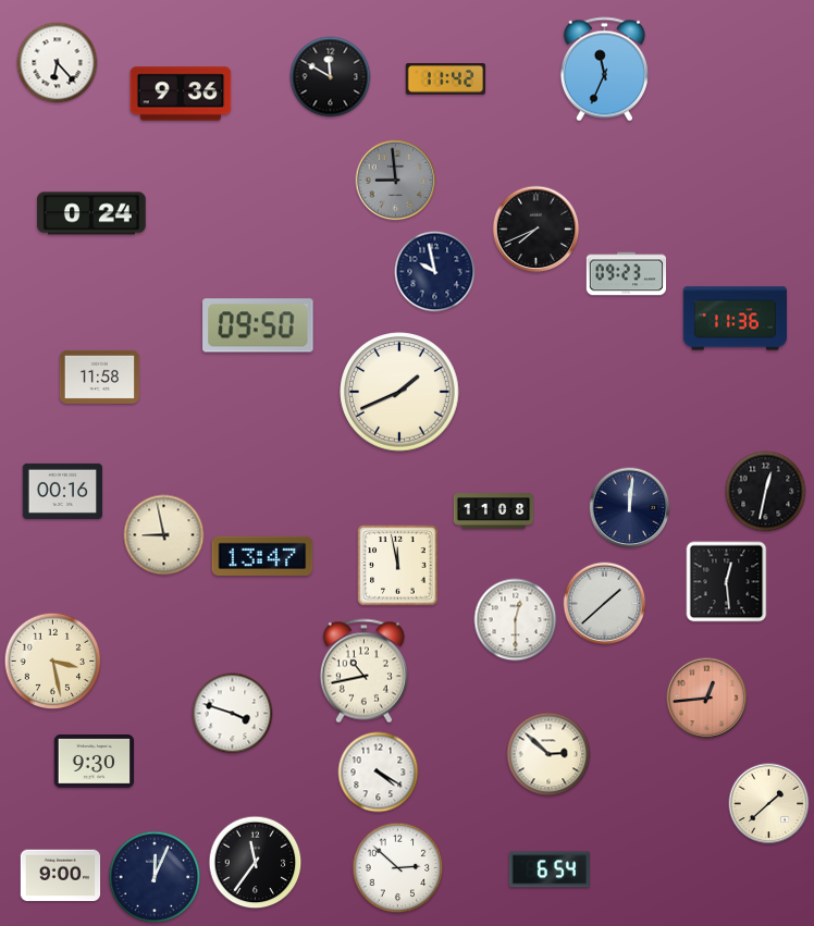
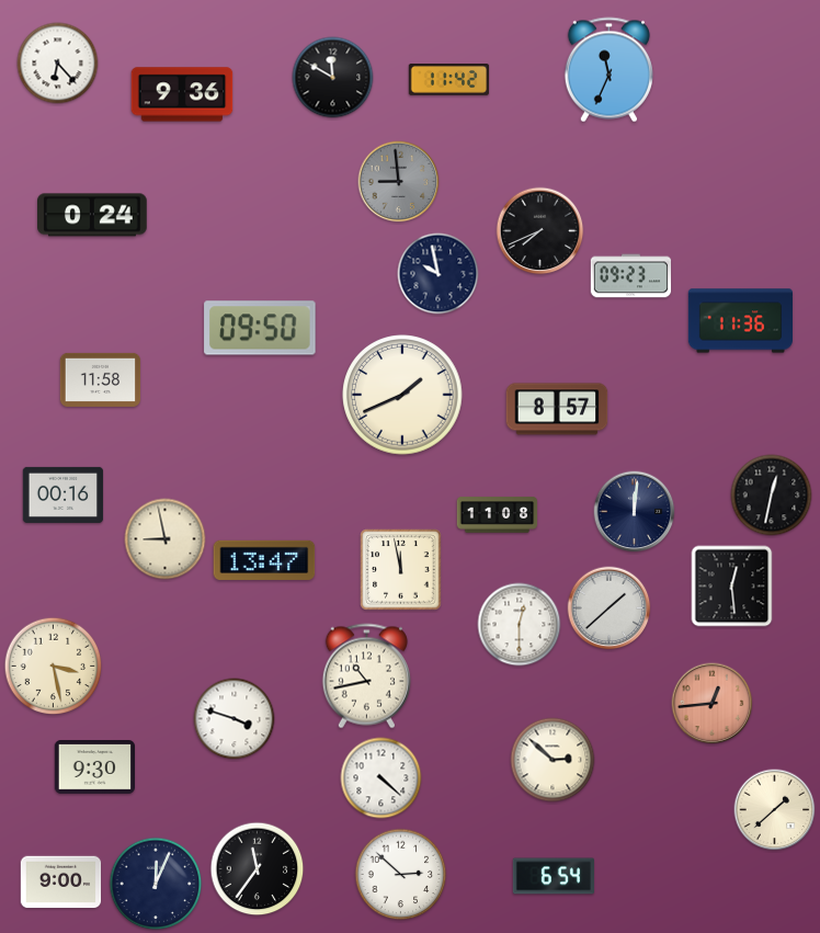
clock at (557, 409): none -> 8:57
clock at (379, 773): 4:20 -> 4:22
